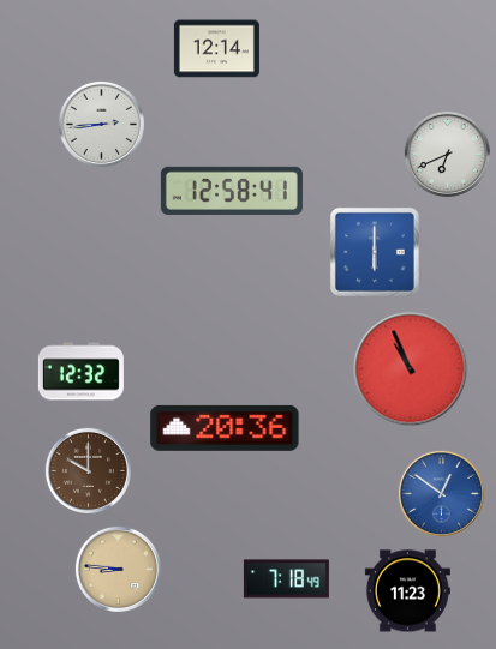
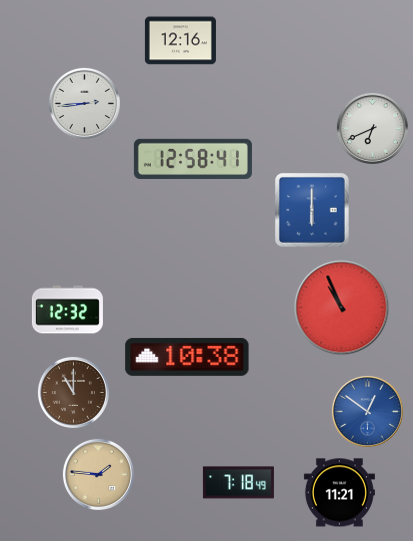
clock at (216, 49): 12:14 -> 12:16
clock at (225, 428): 20:36 -> 10:38
clock at (88, 470): 10:00 -> 11:00
clock at (118, 569): 8:46 -> 1:46
clock at (407, 591): 11:23 -> 11:21
